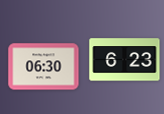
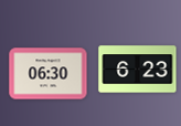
clock at (125, 60) position: (125, 60) -> (138, 70)
